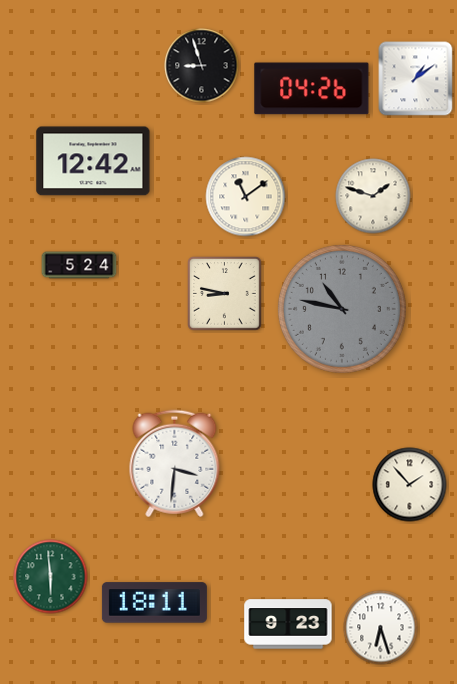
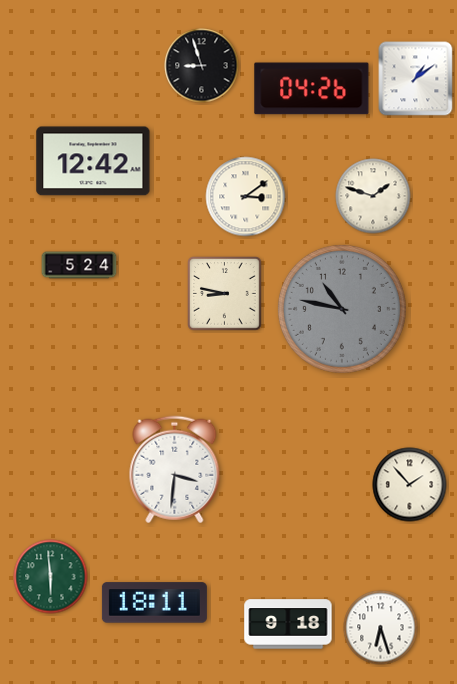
clock at (246, 197): 11:09 -> 3:09
clock at (175, 464) position: (175, 464) -> (175, 470)
clock at (288, 624): 9:23 -> 9:18
